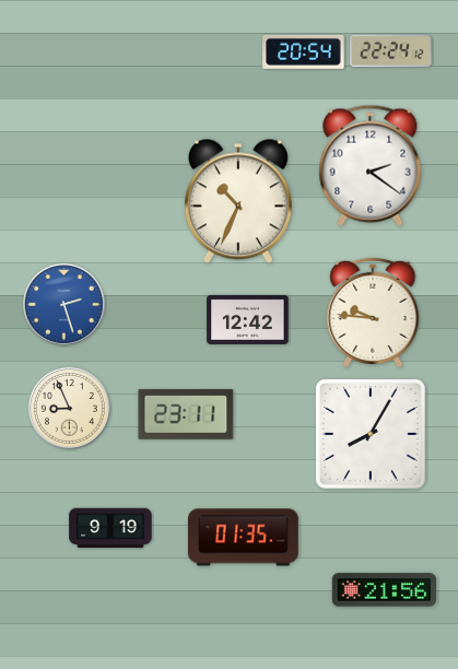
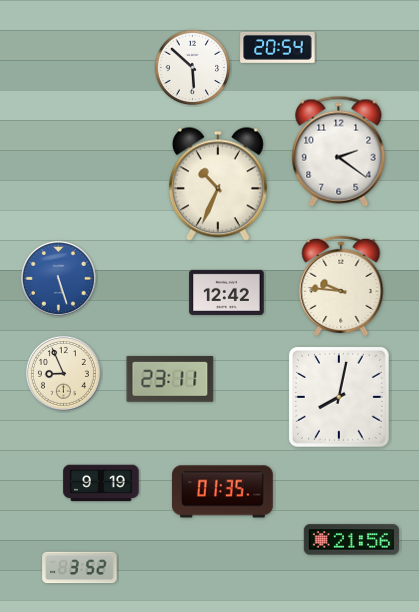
clock at (391, 51): 22:24 -> none
clock at (193, 68): none -> 5:52
clock at (63, 304): 2:27 -> 5:27
clock at (371, 434): 8:05 -> 8:02
clock at (80, 568): none -> 3:52
